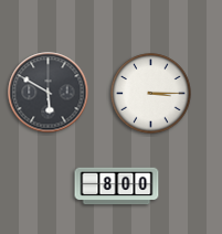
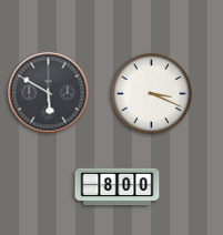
clock at (151, 94): 3:15 -> 3:19
